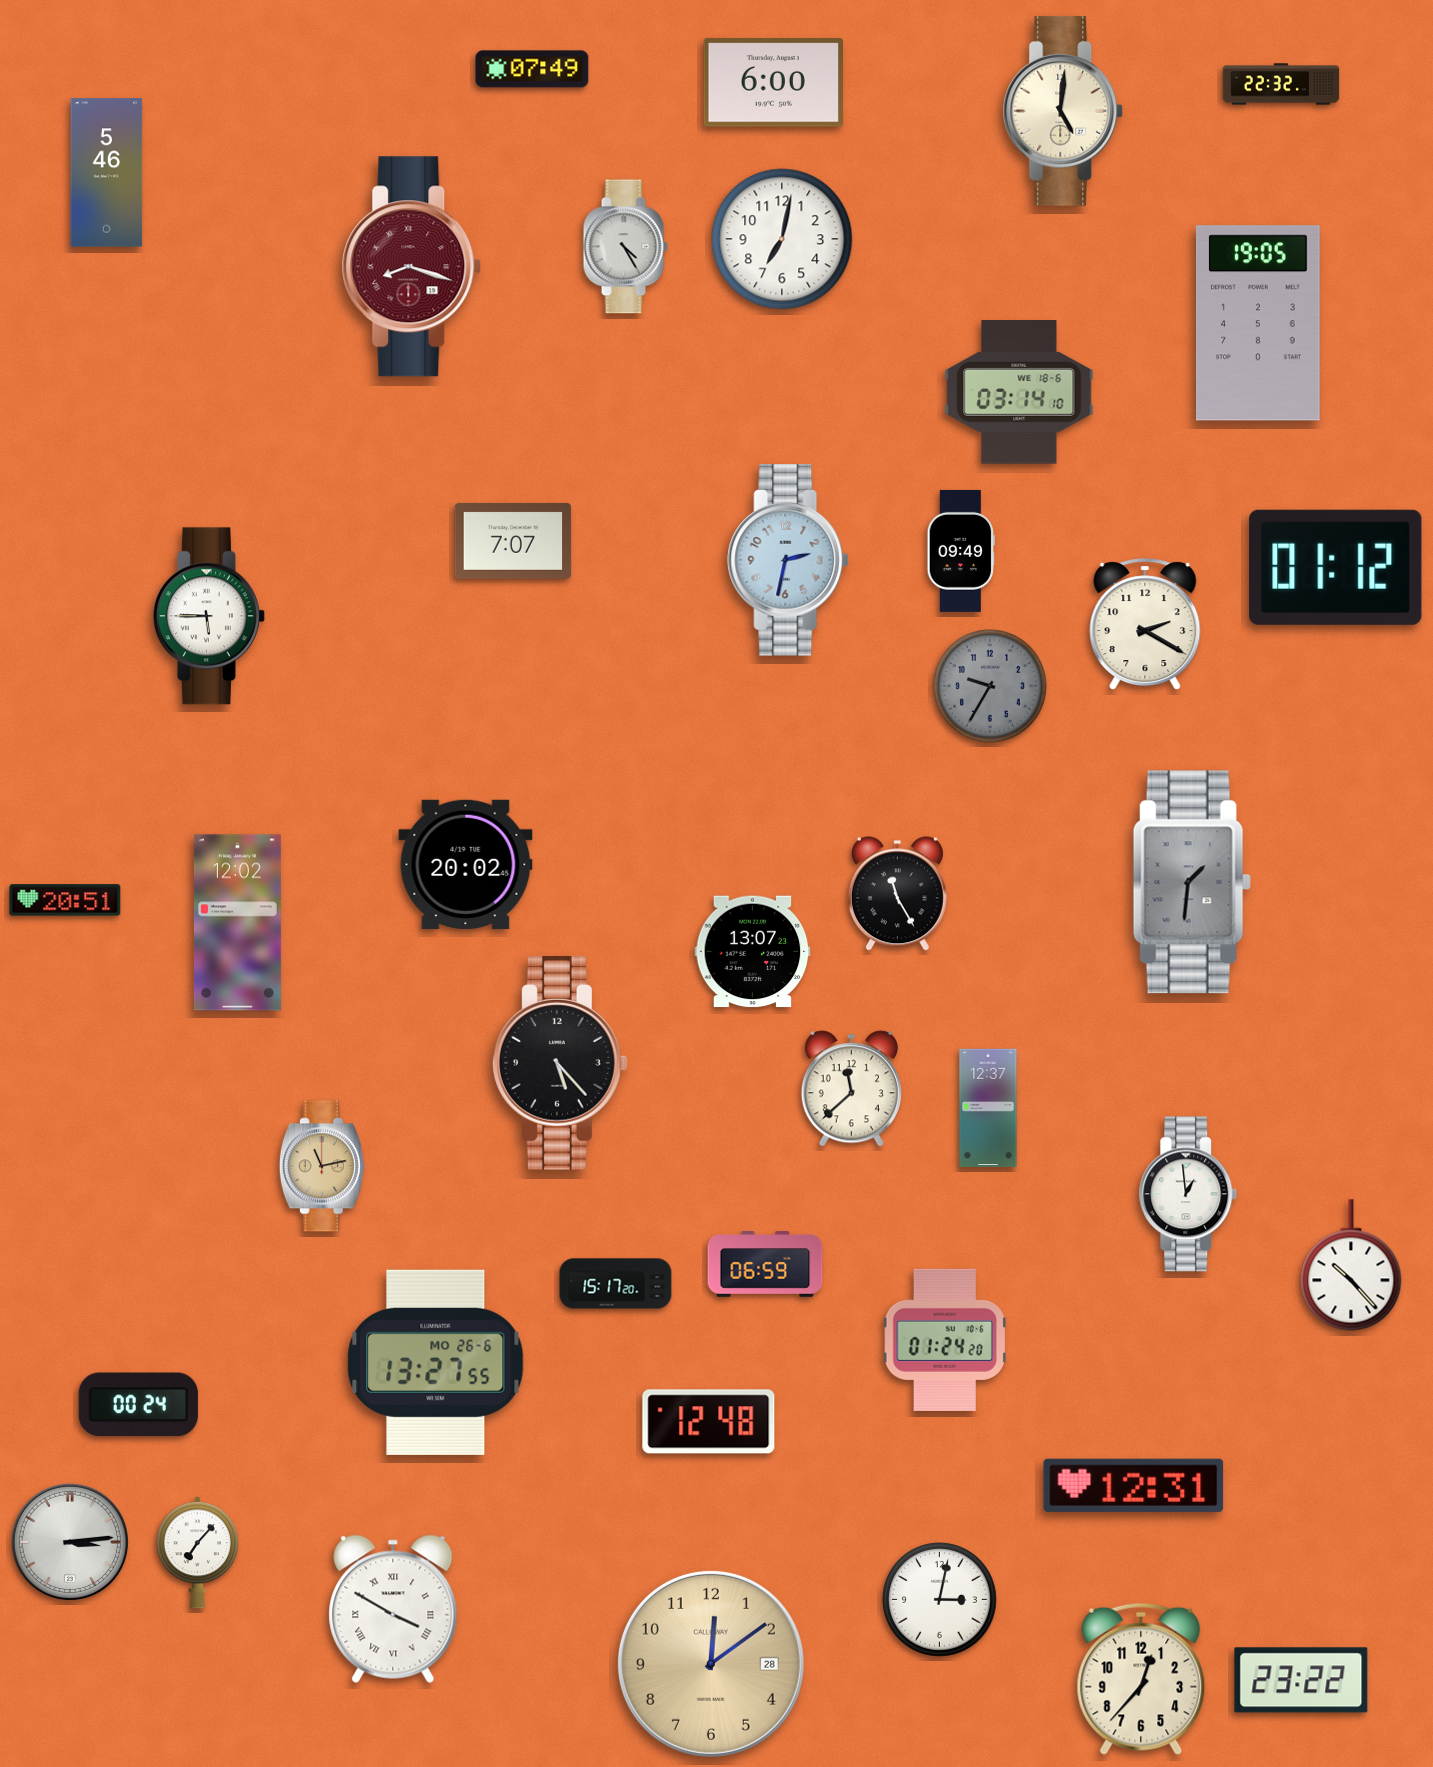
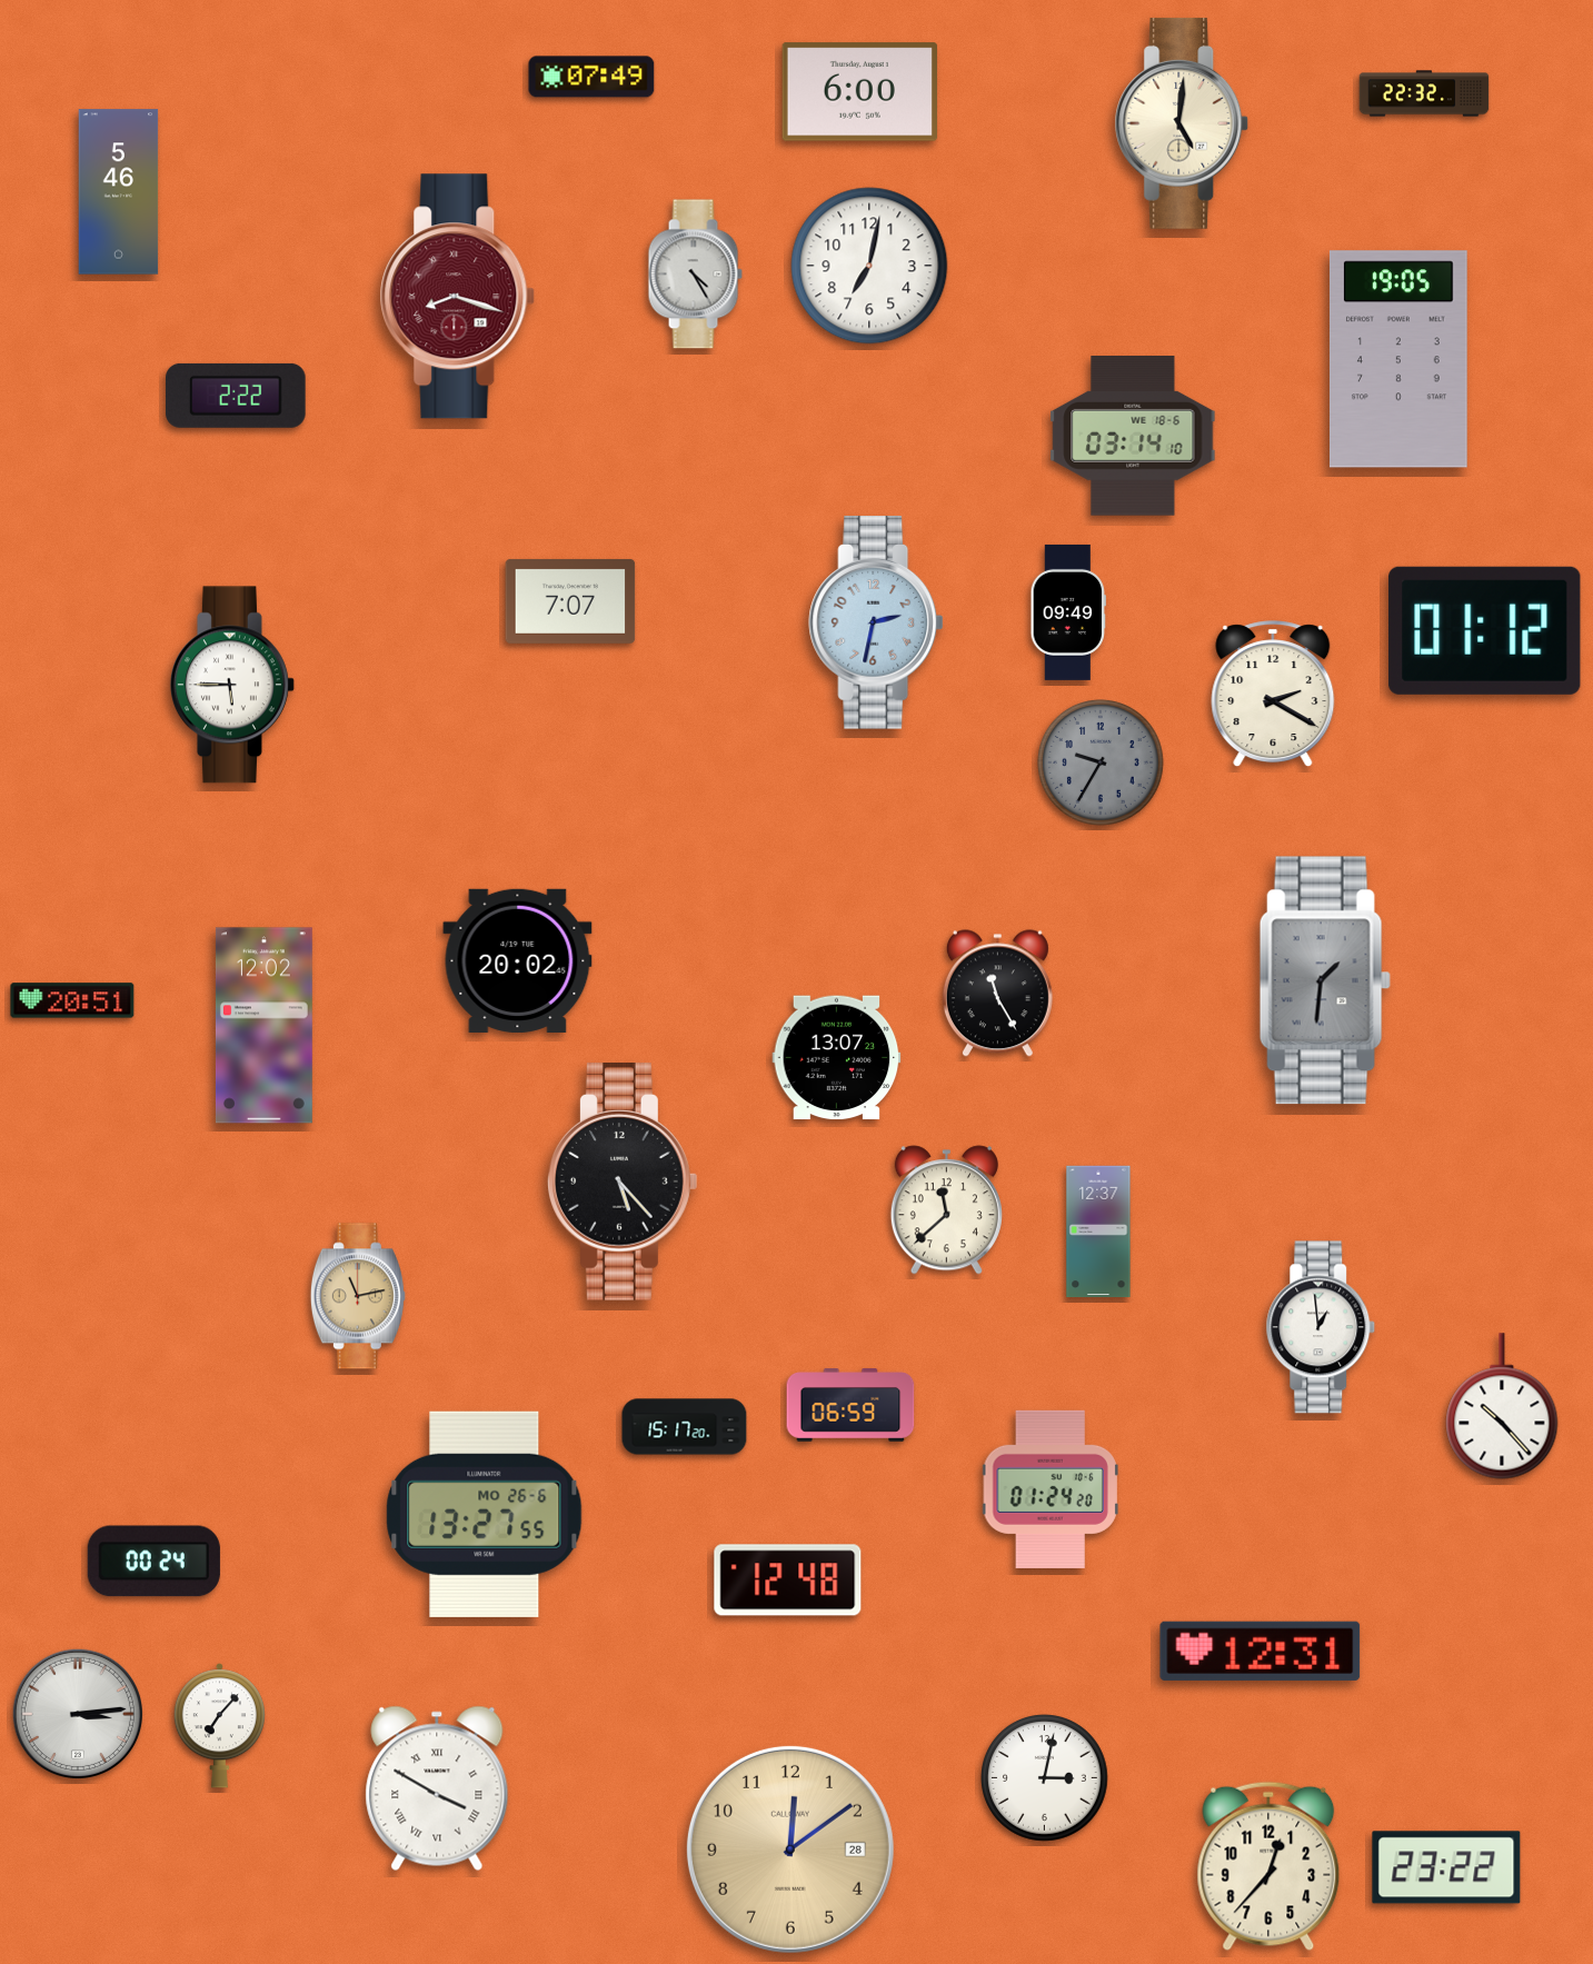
clock at (236, 396): none -> 2:22
